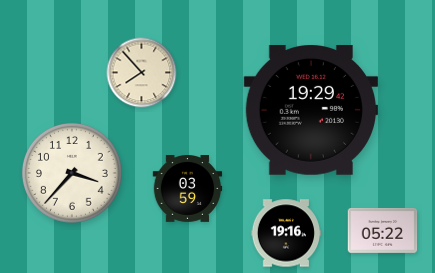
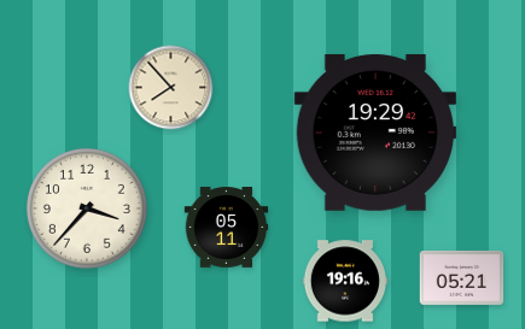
clock at (188, 189): 03:59 -> 05:11
clock at (383, 230): 05:22 -> 05:21
